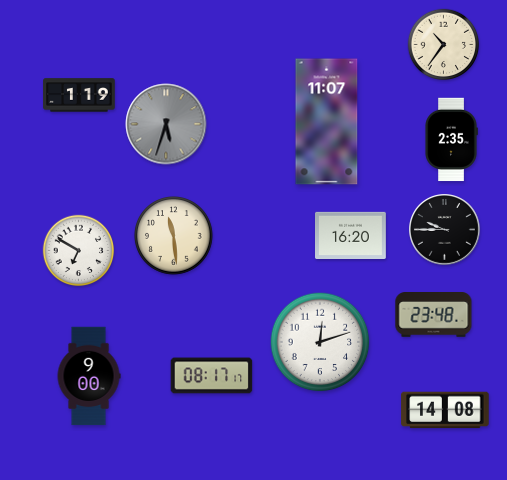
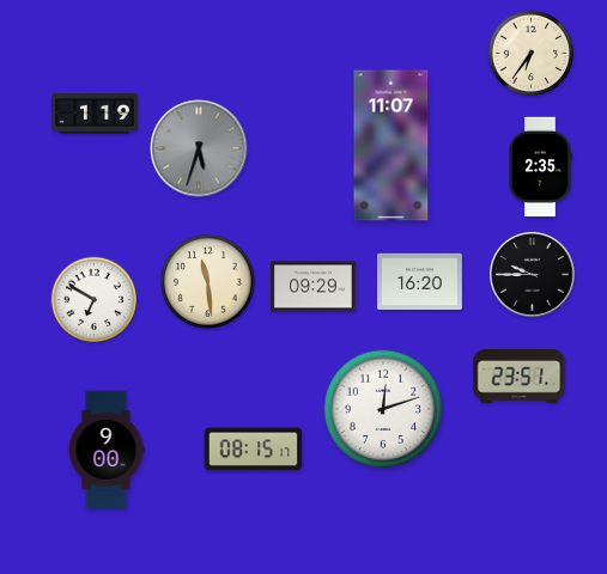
clock at (444, 45): 10:36 -> 6:36
clock at (314, 287): none -> 09:29
clock at (434, 315): 23:48 -> 23:51
clock at (212, 376): 08:17 -> 08:15
clock at (445, 410): 14:08 -> none
